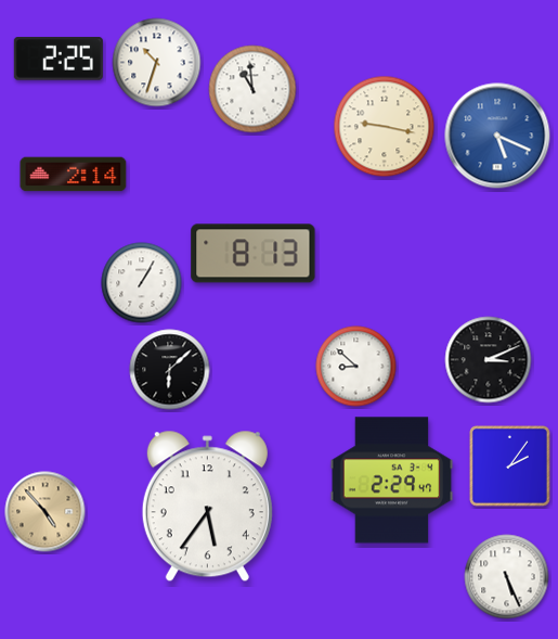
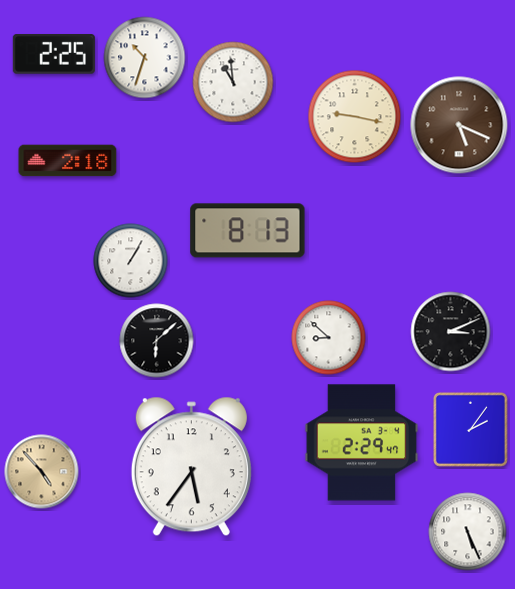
clock at (497, 136) dial: blue -> brown
clock at (74, 175): 2:14 -> 2:18
clock at (254, 254) position: (254, 254) -> (248, 231)
